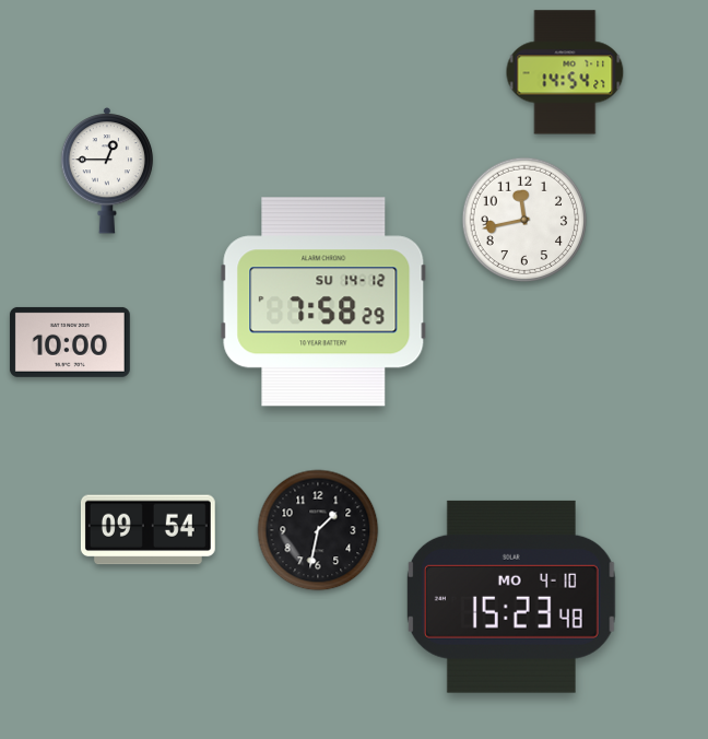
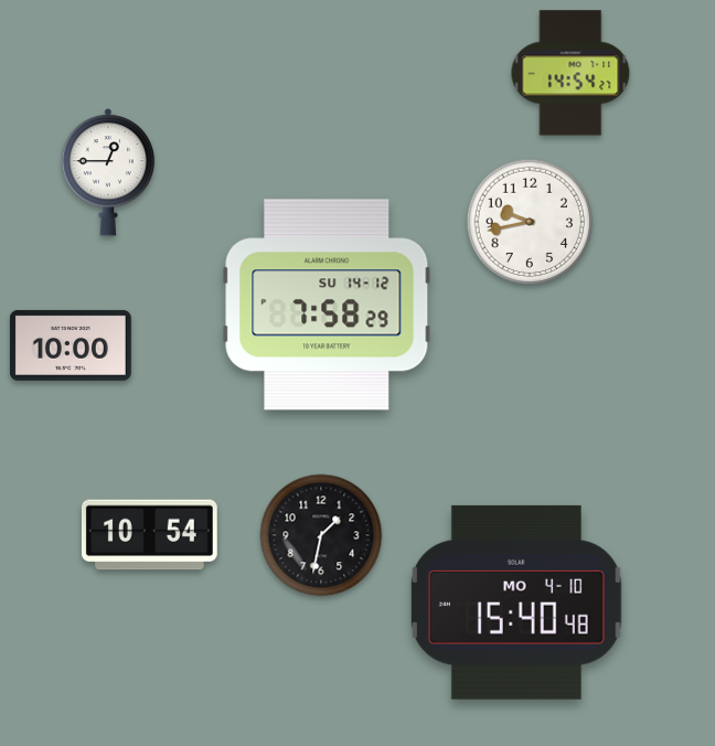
clock at (524, 220): 11:43 -> 9:43
clock at (147, 530): 09:54 -> 10:54
clock at (511, 597): 15:23 -> 15:40
